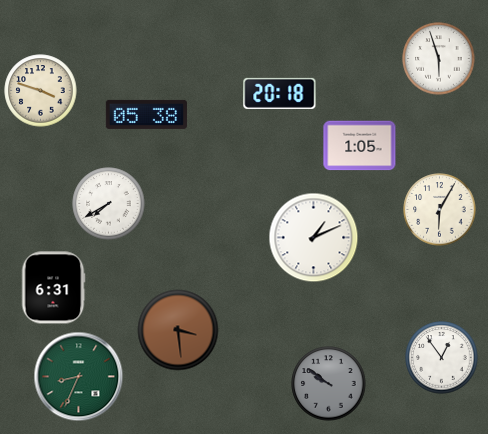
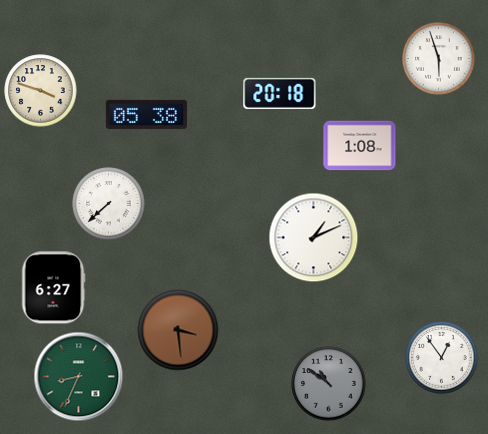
clock at (360, 146): 1:05 -> 1:08
clock at (109, 204): 7:40 -> 7:38
clock at (440, 210): 6:05 -> none
clock at (53, 288): 6:31 -> 6:27
clock at (329, 384): 9:51 -> 10:51
